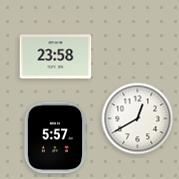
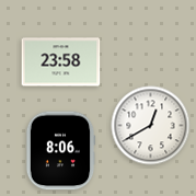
clock at (138, 119) position: (138, 119) -> (151, 126)
clock at (55, 138): 5:57 -> 8:06
